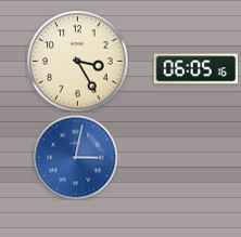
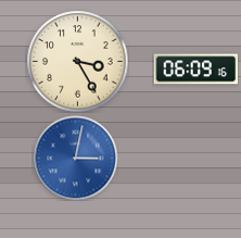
clock at (195, 69): 06:05 -> 06:09
